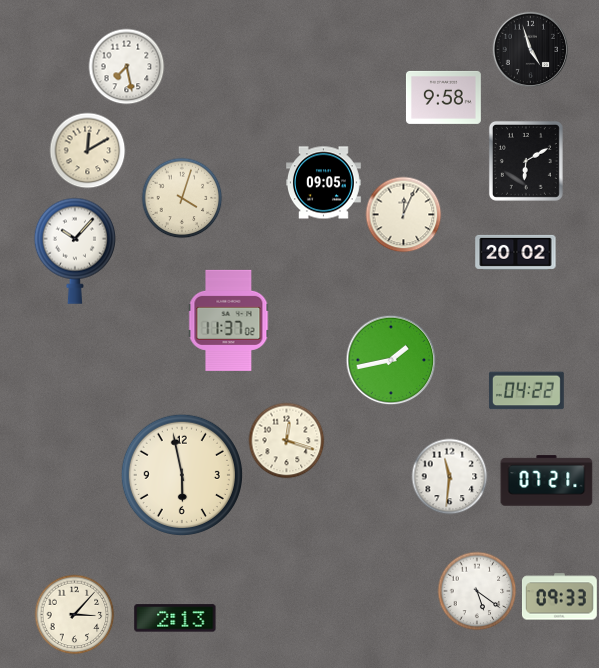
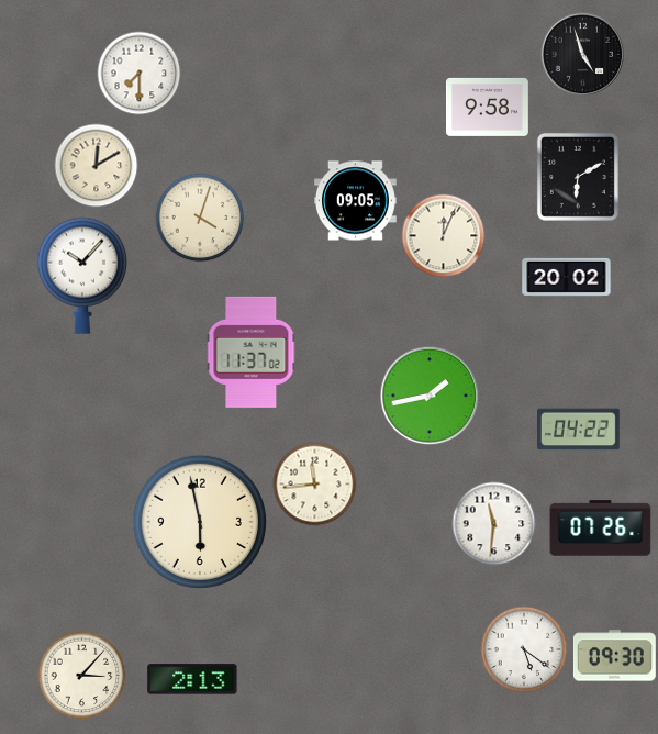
clock at (127, 67): 7:28 -> 7:30
clock at (287, 441): 12:18 -> 11:44
clock at (547, 481): 07:21 -> 07:26
clock at (559, 597): 09:33 -> 09:30
